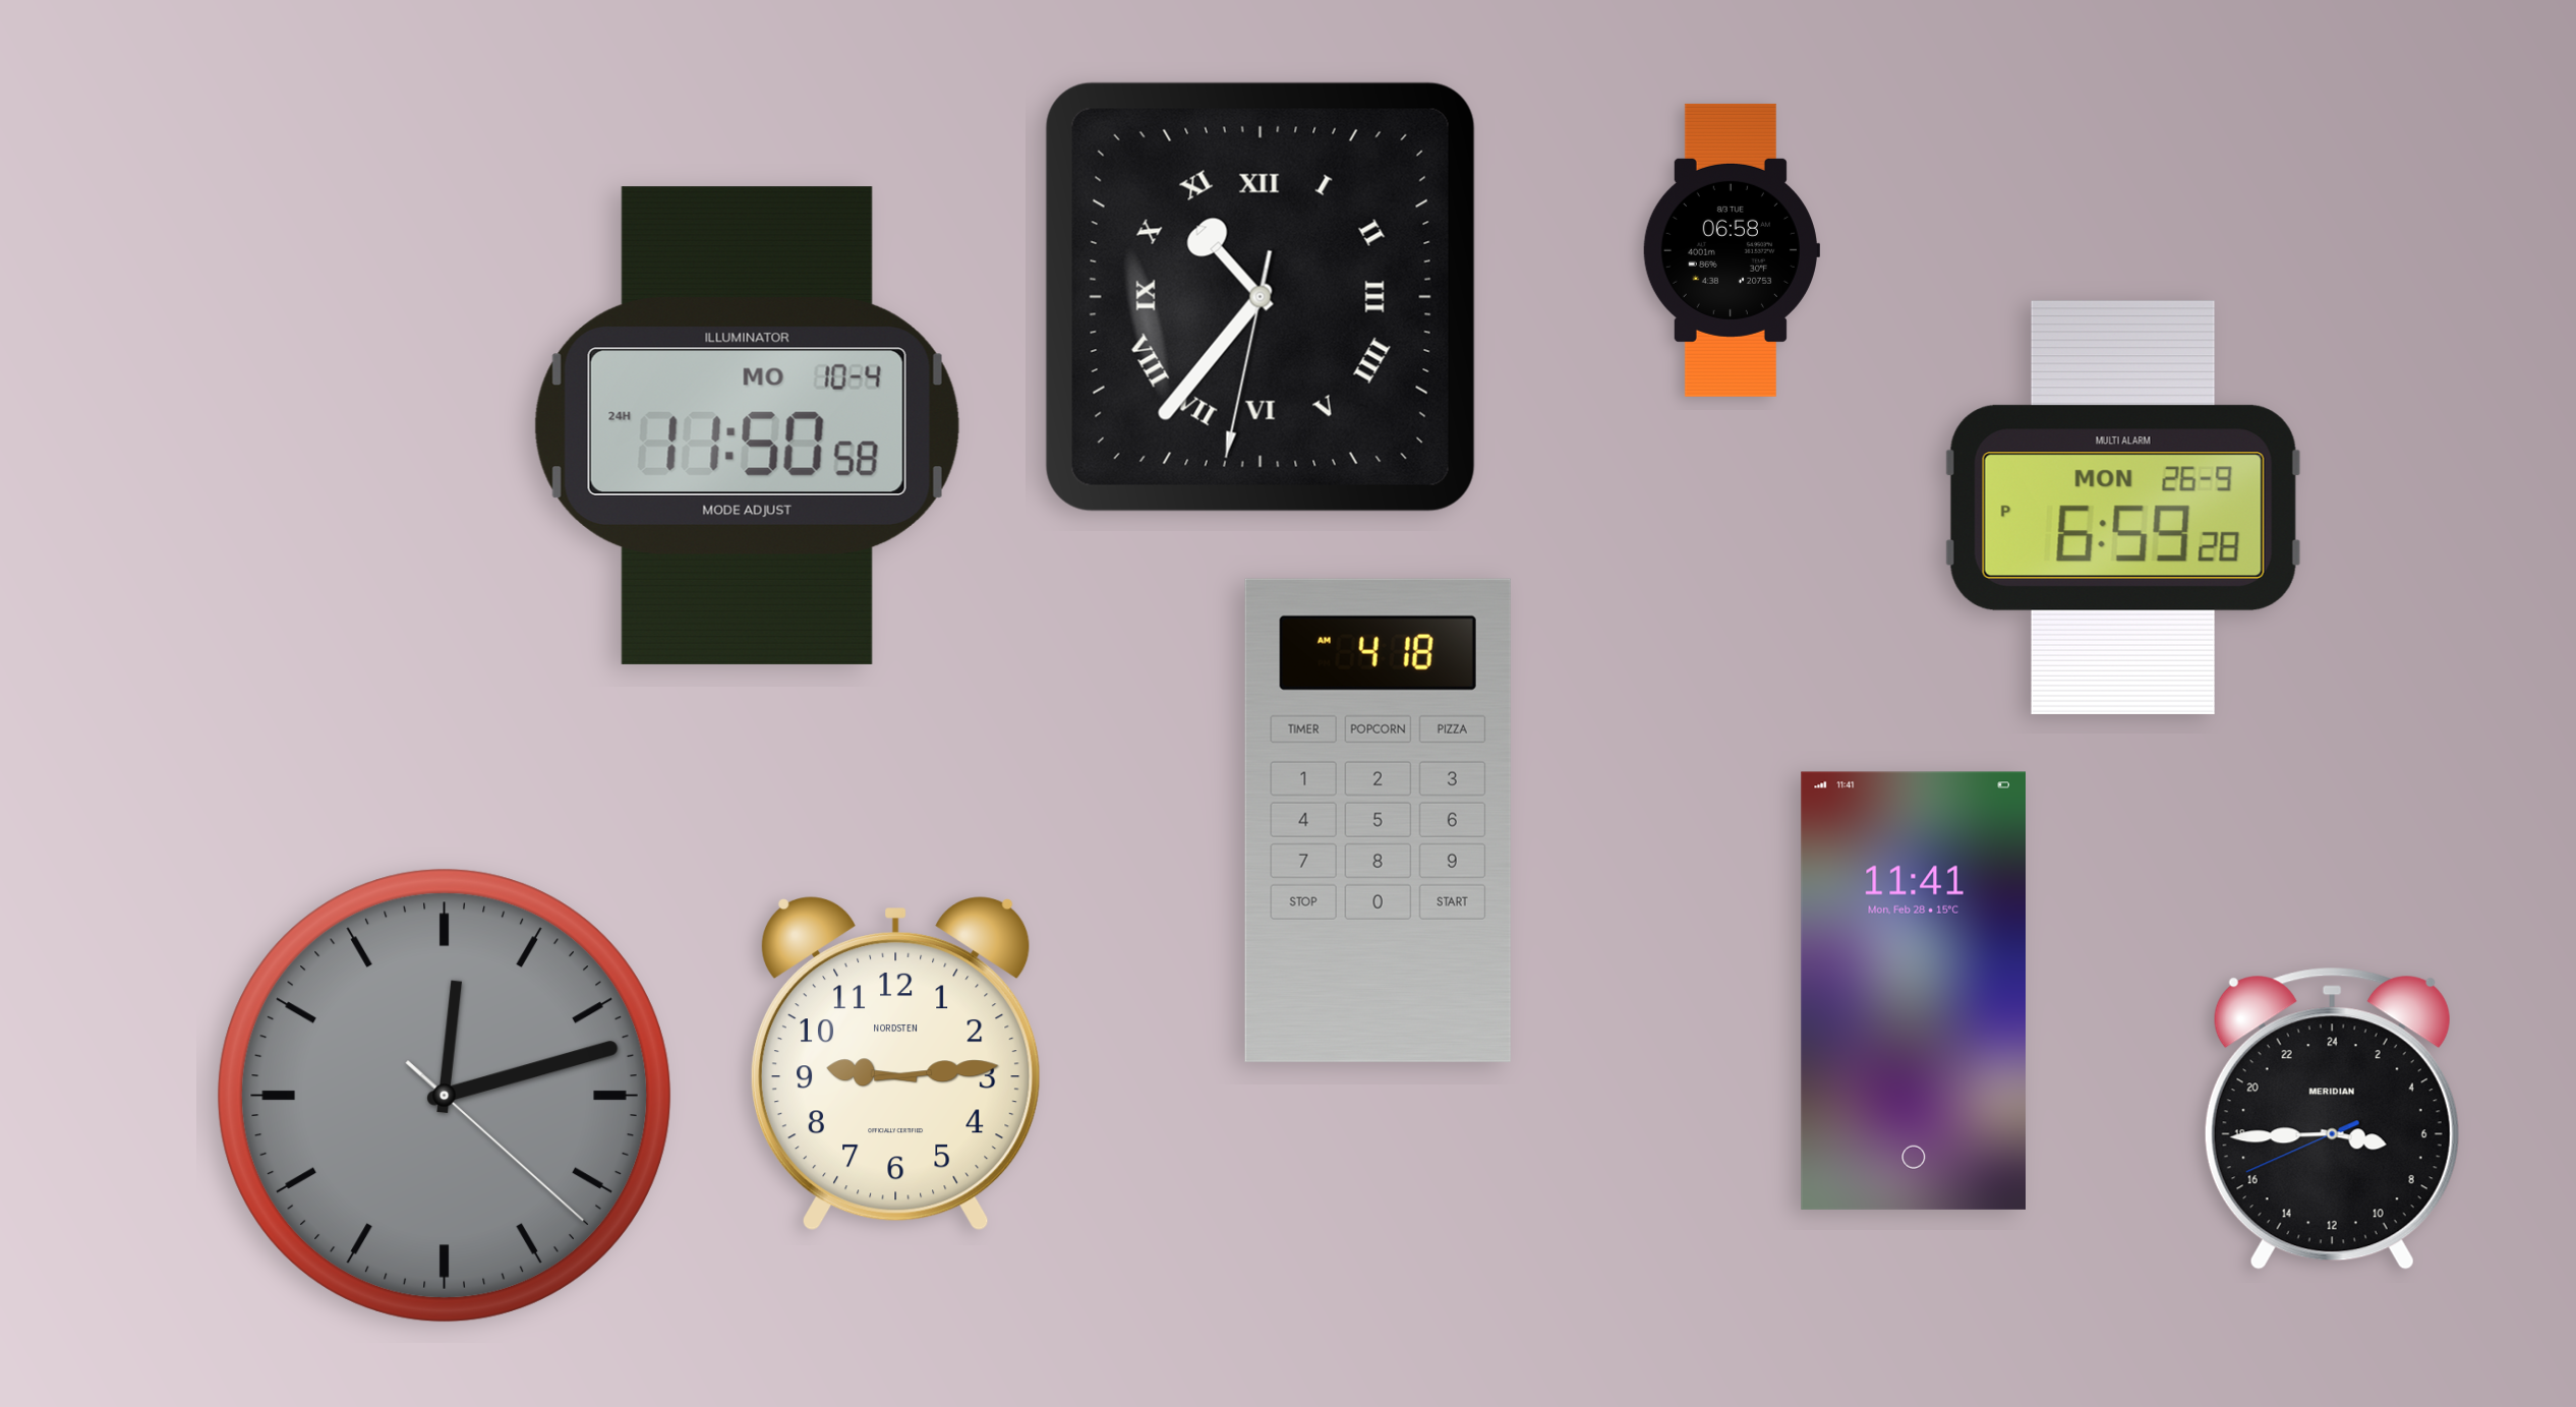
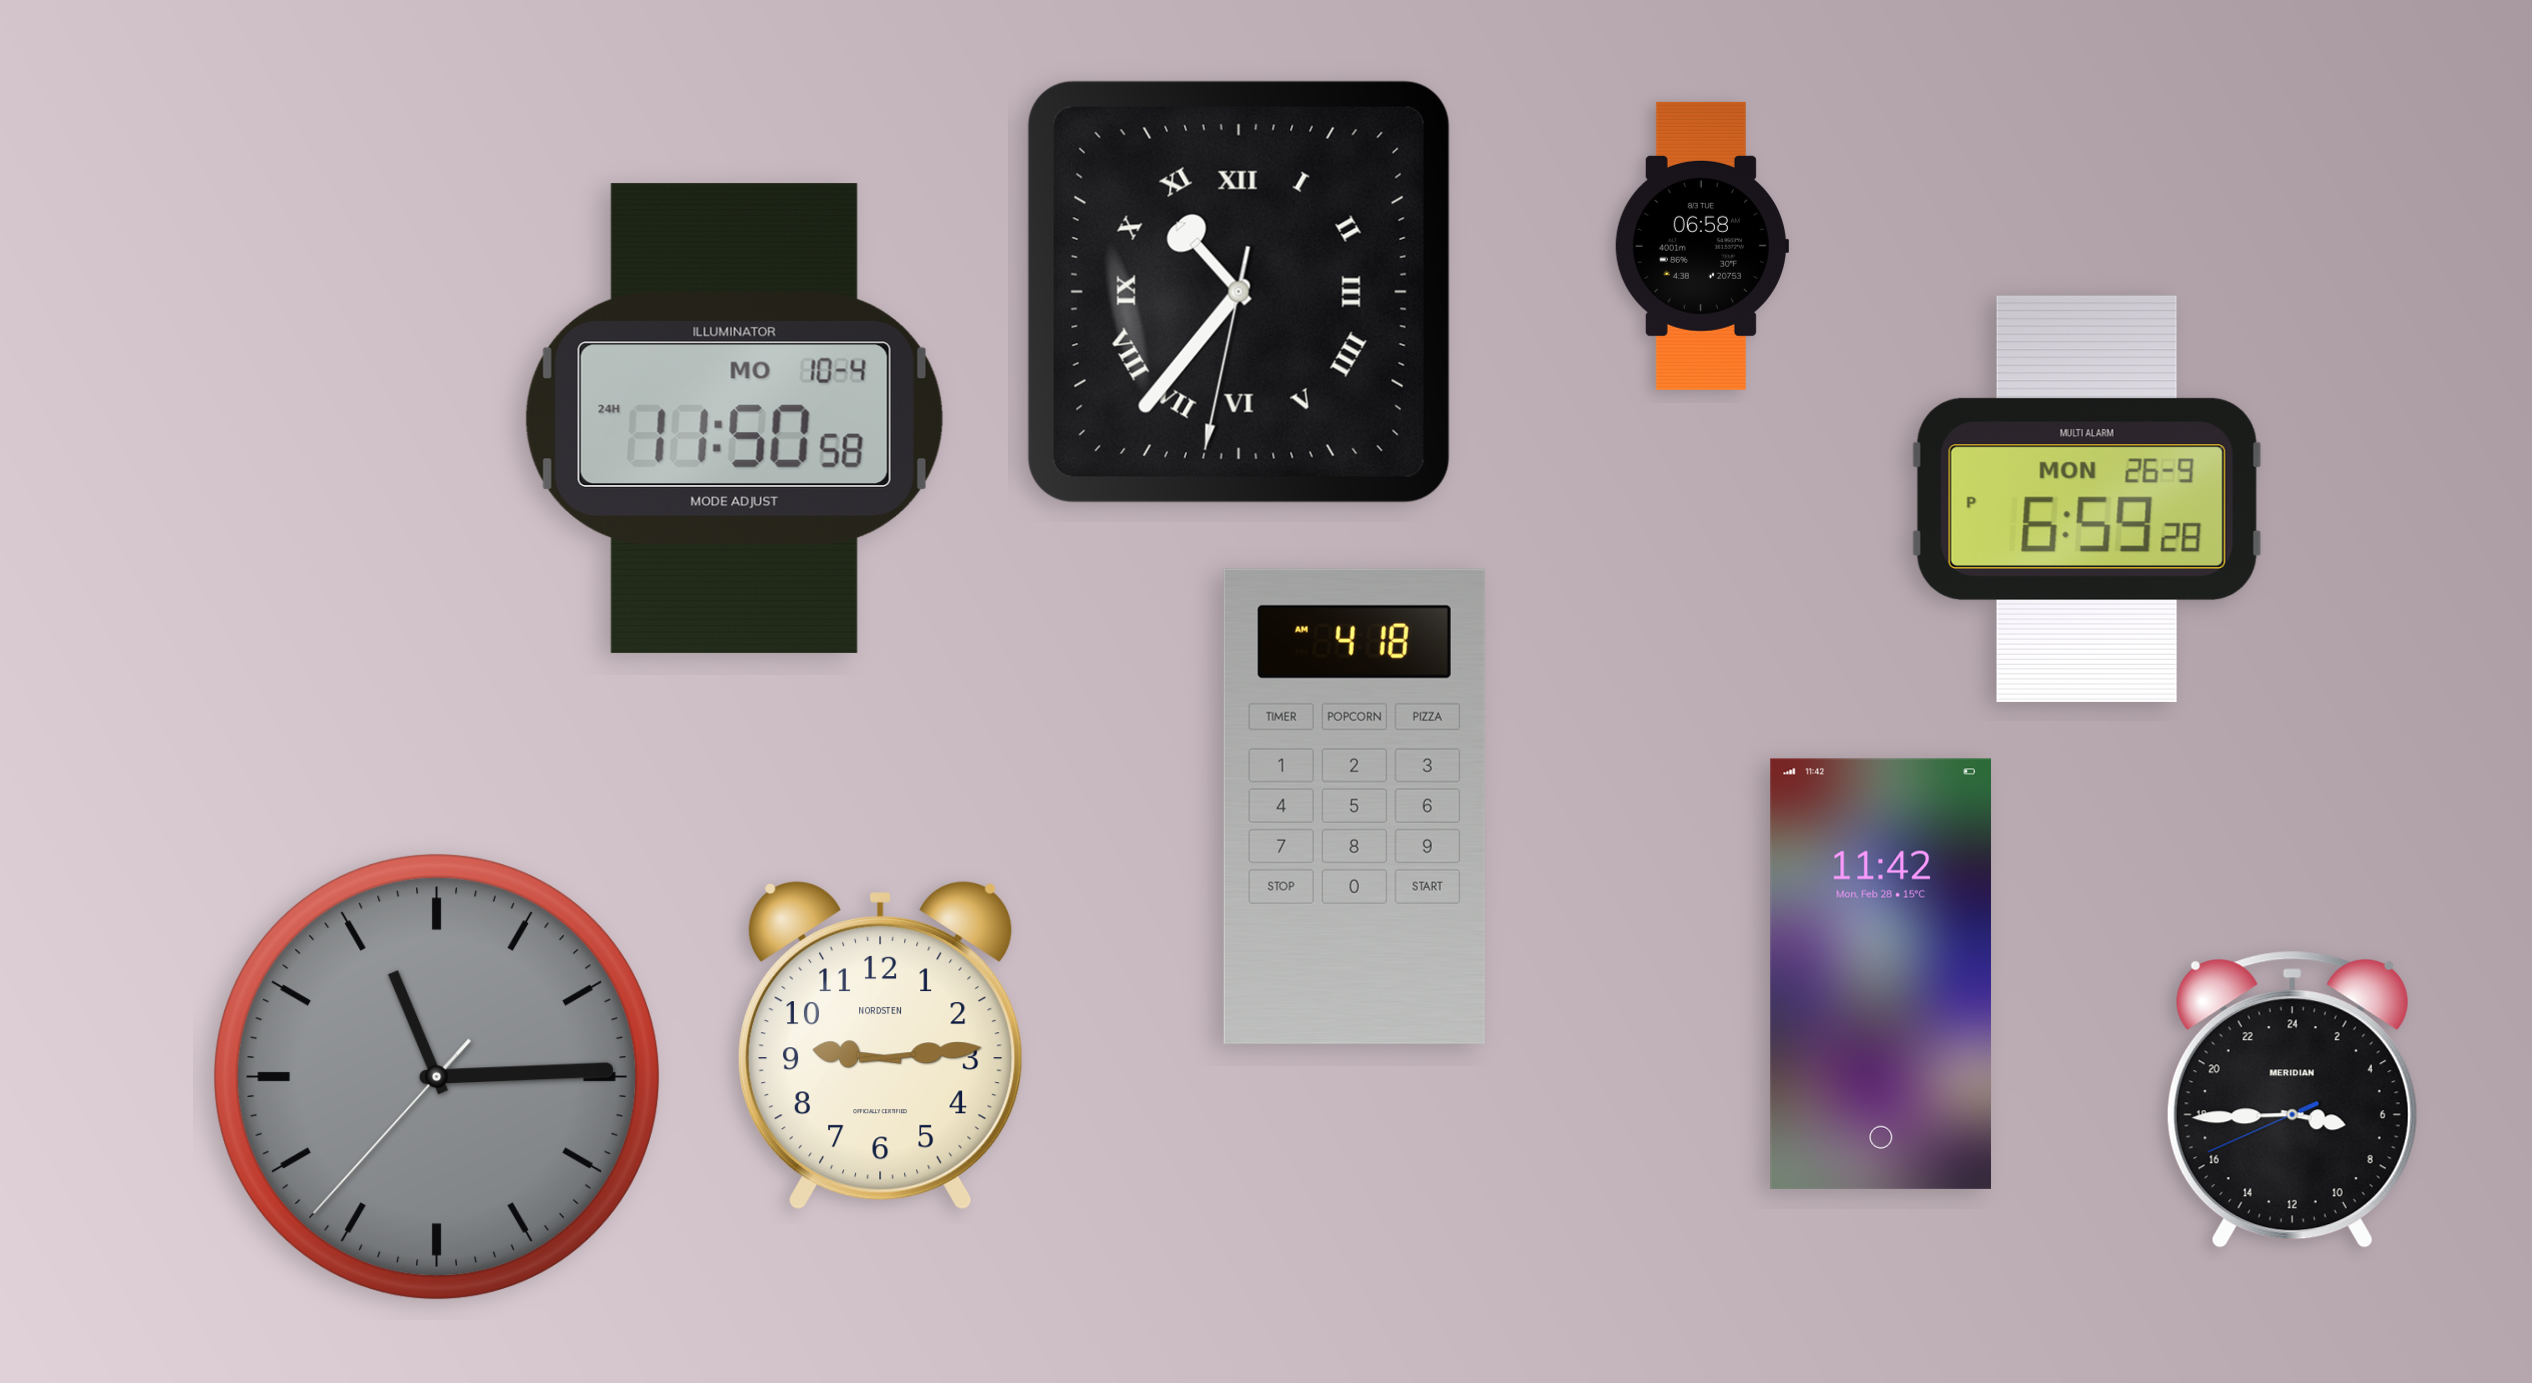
clock at (1913, 991): 11:41 -> 11:42
clock at (445, 1096): 12:12 -> 11:14
